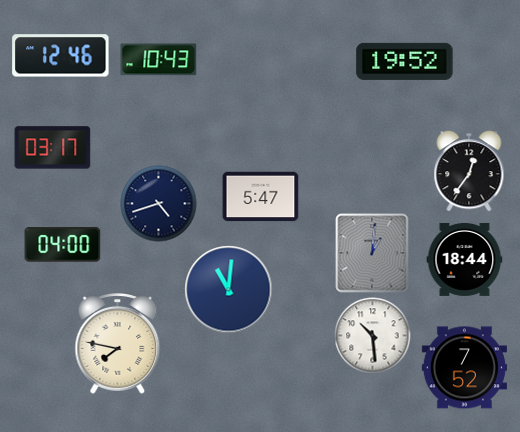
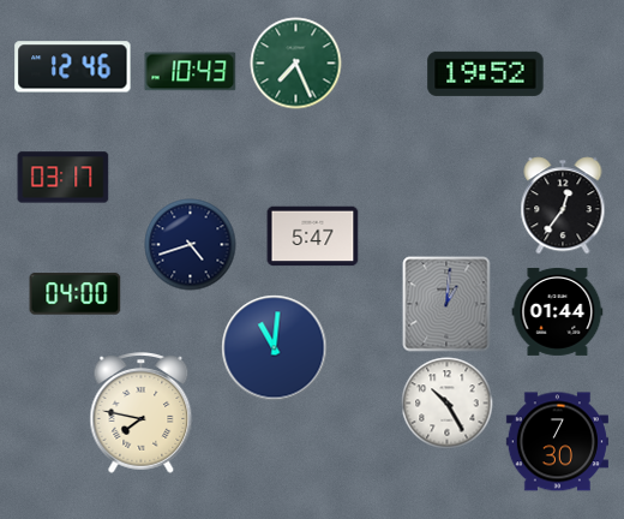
clock at (296, 64): none -> 7:26
clock at (465, 259): 18:44 -> 01:44
clock at (373, 336): 10:29 -> 10:25
clock at (464, 368): 7:52 -> 7:30
